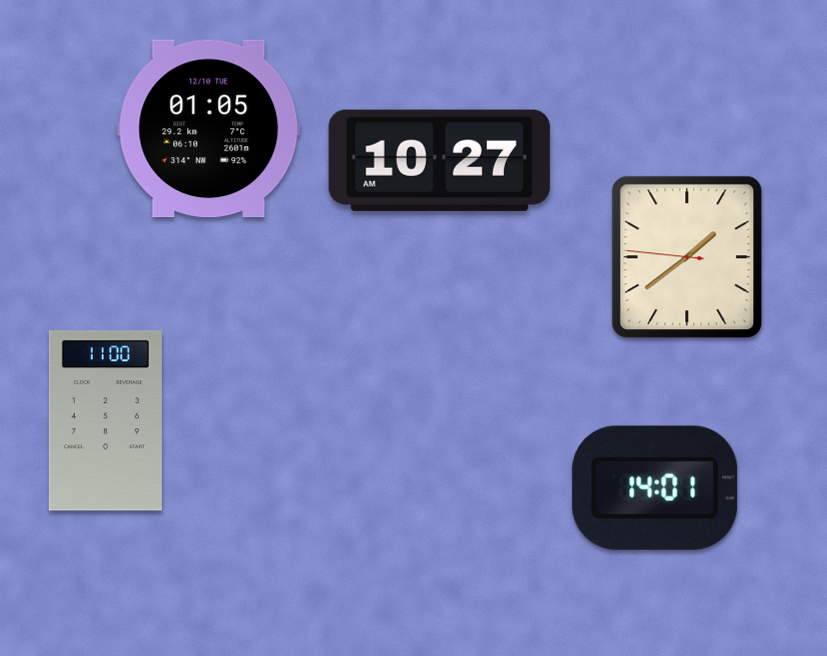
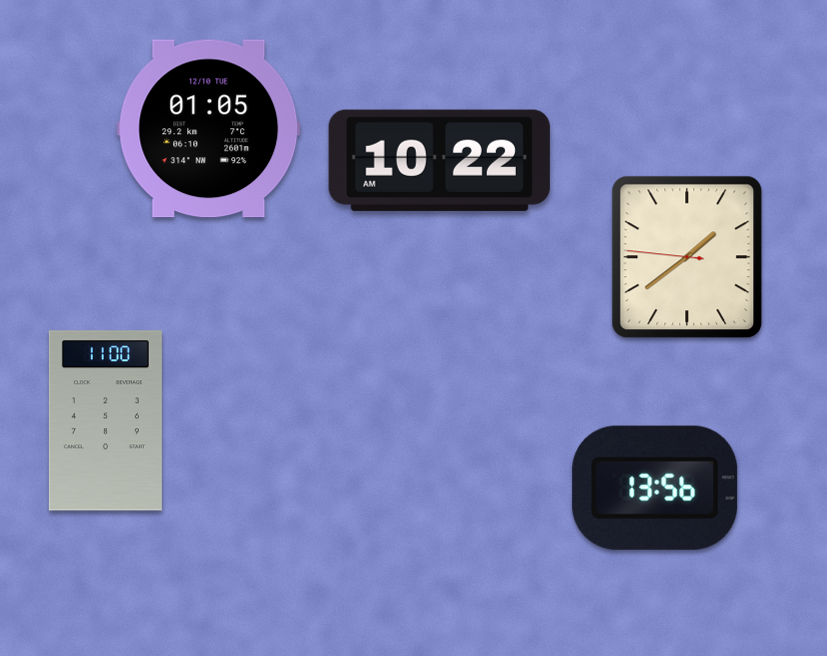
clock at (439, 160): 10:27 -> 10:22
clock at (655, 488): 14:01 -> 13:56
